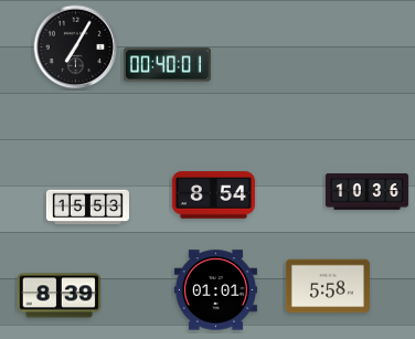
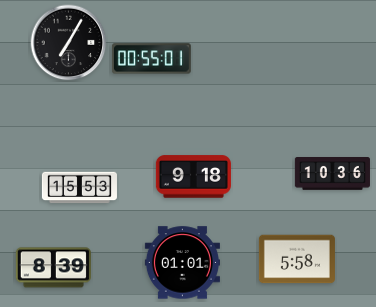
clock at (167, 65): 00:40 -> 00:55
clock at (213, 195): 8:54 -> 9:18
clock at (215, 290) position: (215, 290) -> (182, 263)
